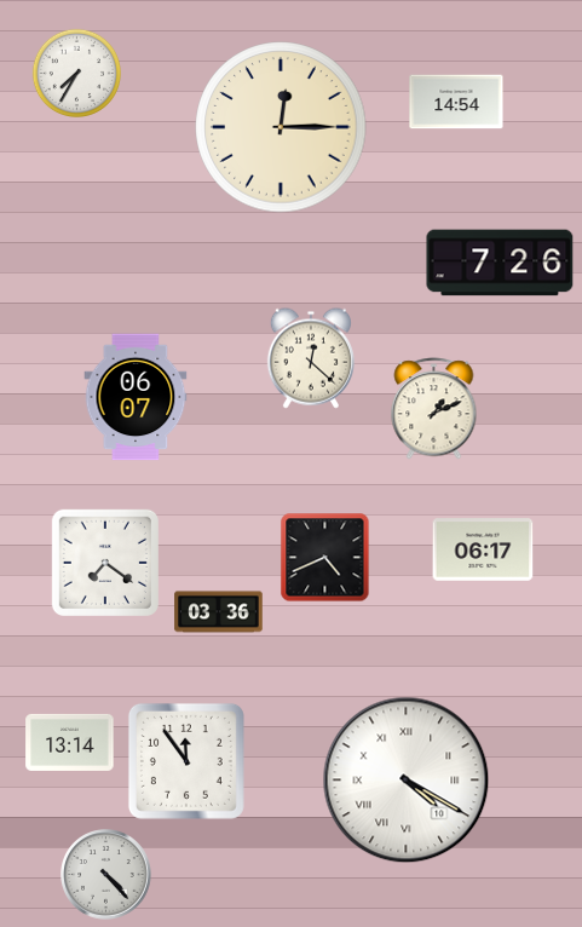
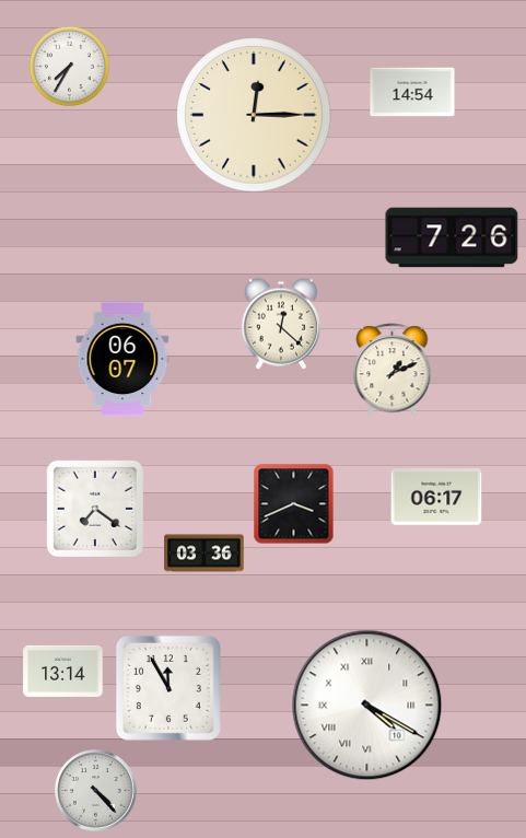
clock at (325, 558): 4:41 -> 3:41
clock at (219, 612) position: (219, 612) -> (204, 554)
clock at (186, 761): 11:54 -> 11:55
